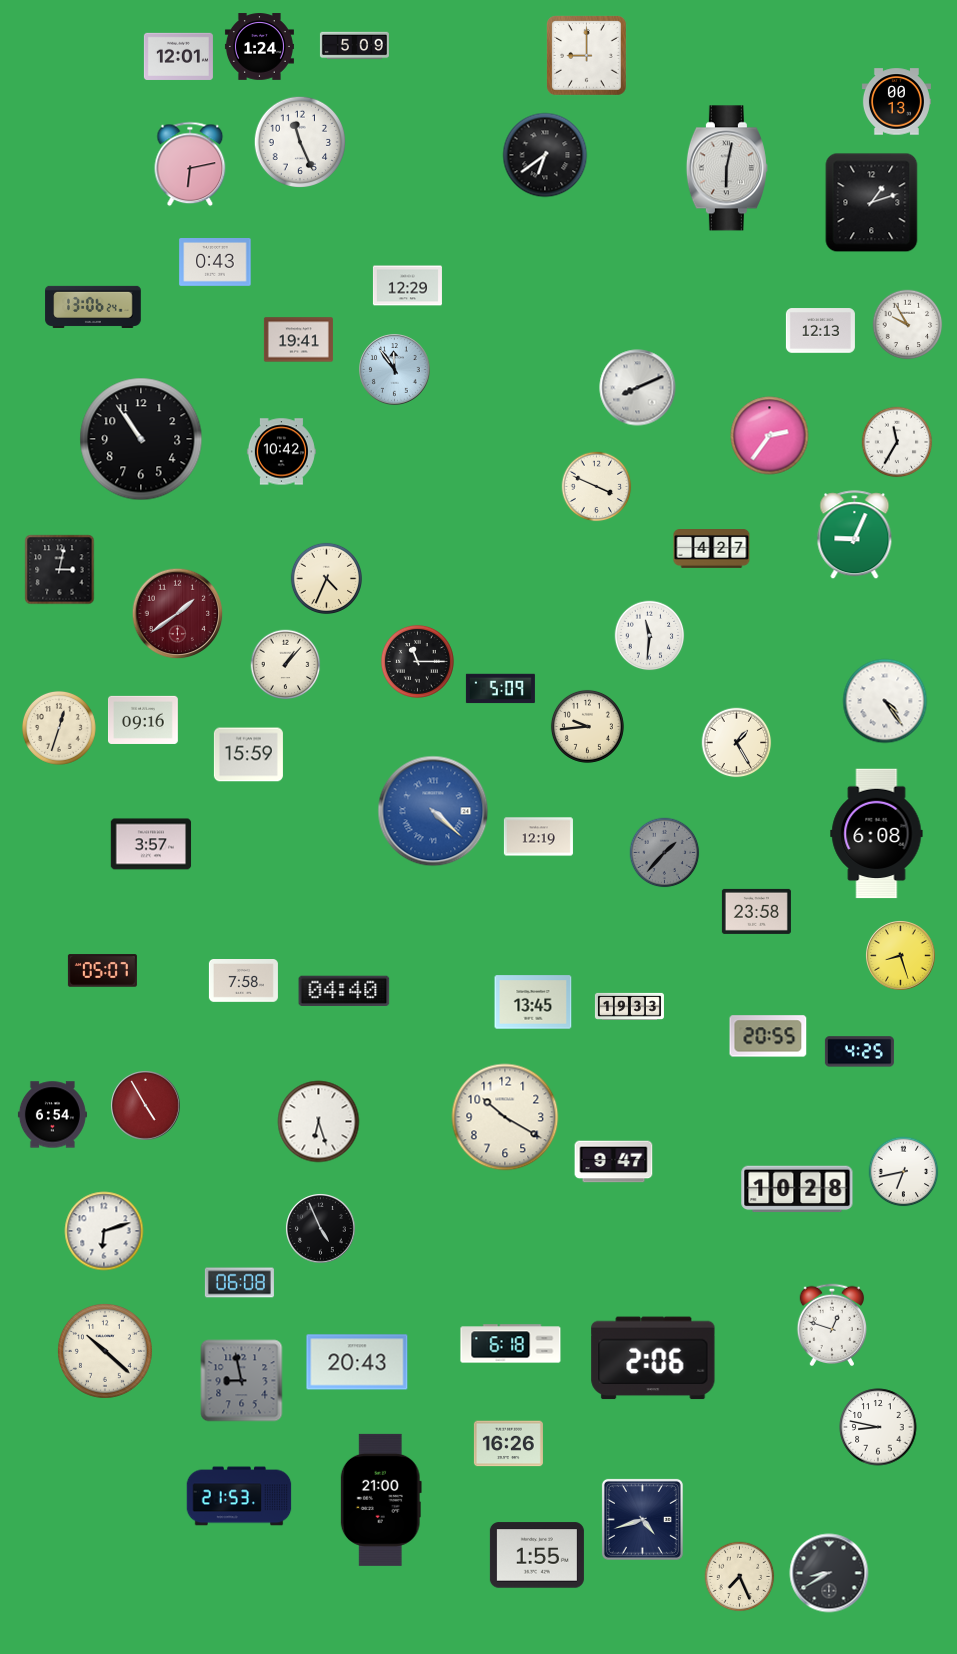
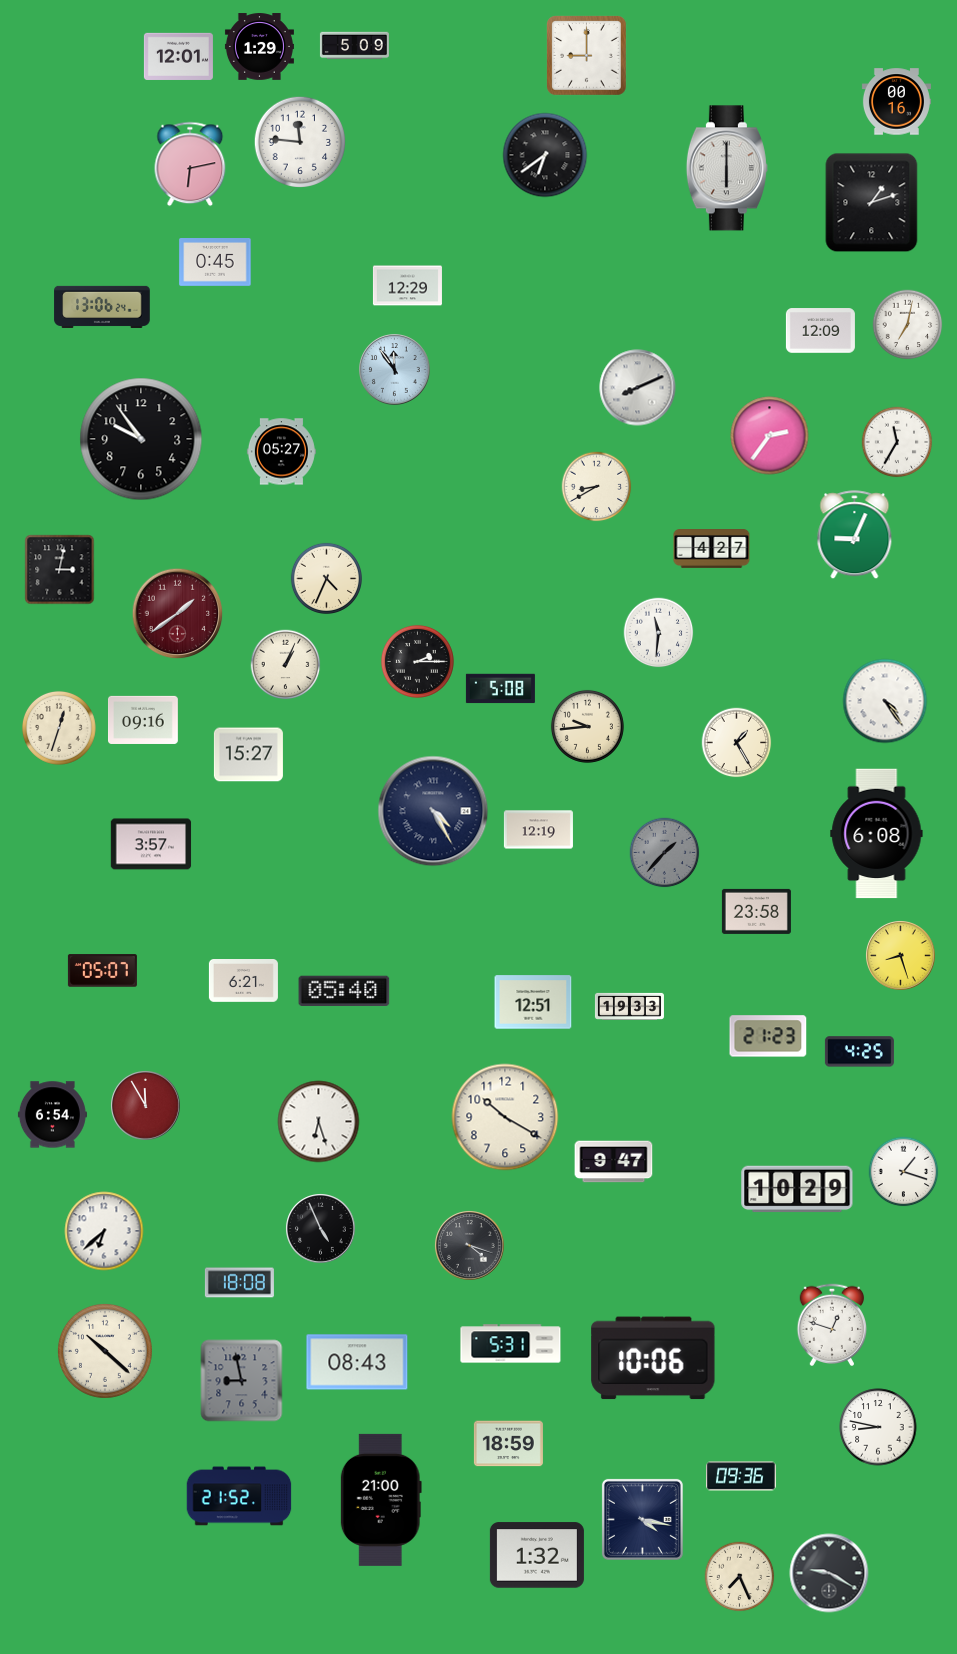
clock at (259, 47): 1:24 -> 1:29
clock at (896, 102): 00:13 -> 00:16
clock at (299, 141): 11:26 -> 11:46
clock at (727, 168): 6:02 -> 6:00
clock at (215, 263): 0:43 -> 0:45
clock at (93, 307) position: (93, 307) -> (102, 307)
clock at (908, 325): 9:55 -> 7:02
clock at (820, 331): 12:13 -> 12:09
clock at (298, 340): 19:41 -> none
clock at (141, 439): 10:54 -> 9:54
clock at (281, 452): 10:42 -> 05:27
clock at (597, 487): 3:49 -> 8:40
clock at (650, 636) position: (650, 636) -> (659, 633)
clock at (417, 661): 11:15 -> 2:15
clock at (286, 665): 1:07 -> 1:04
clock at (500, 689): 5:09 -> 5:08
clock at (248, 755): 15:59 -> 15:27
clock at (433, 811): 4:22 -> 4:25
clock at (433, 811) dial: blue -> navy
clock at (538, 837) position: (538, 837) -> (538, 830)
clock at (243, 981): 7:58 -> 6:21
clock at (344, 991): 04:40 -> 05:40
clock at (533, 1002): 13:45 -> 12:51
clock at (768, 1036): 20:55 -> 21:23
clock at (146, 1106): 4:55 -> 11:55
clock at (904, 1172): 6:43 -> 1:18
clock at (797, 1189): 10:28 -> 10:29
clock at (104, 1231): 6:12 -> 6:38
clock at (470, 1246): none -> 4:18
clock at (239, 1283): 06:08 -> 18:08
clock at (511, 1344): 6:18 -> 5:31
clock at (653, 1358): 2:06 -> 10:06
clock at (357, 1362): 20:43 -> 08:43
clock at (508, 1444): 16:26 -> 18:59
clock at (742, 1476): none -> 09:36
clock at (239, 1496): 21:53 -> 21:52
clock at (642, 1519): 4:42 -> 4:17
clock at (537, 1555): 1:55 -> 1:32
clock at (829, 1573): 8:40 -> 9:20
